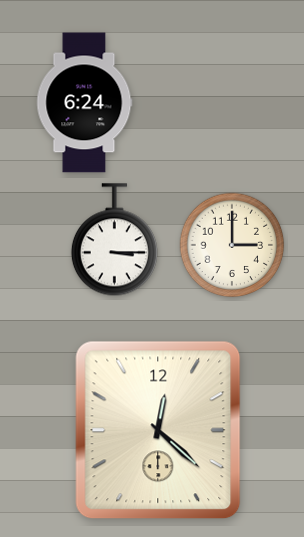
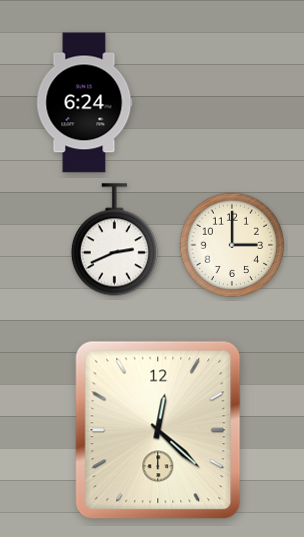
clock at (114, 240): 3:15 -> 2:41
